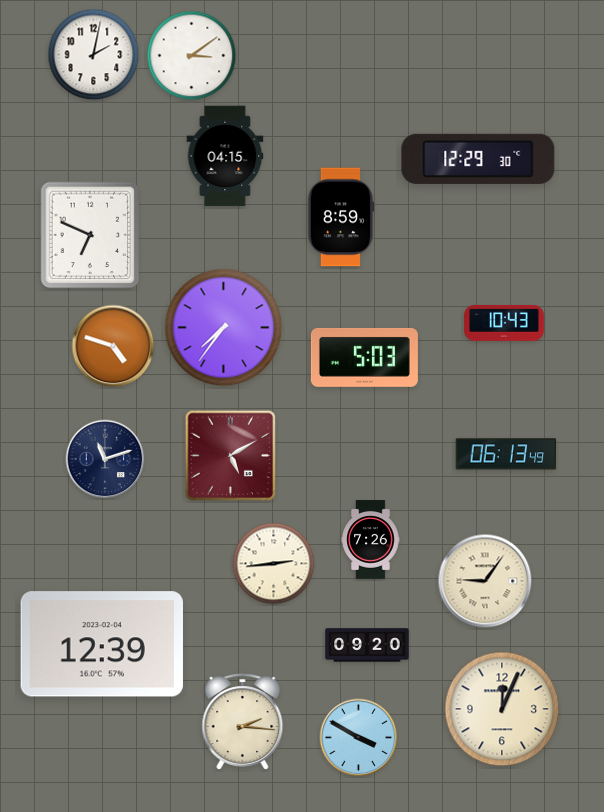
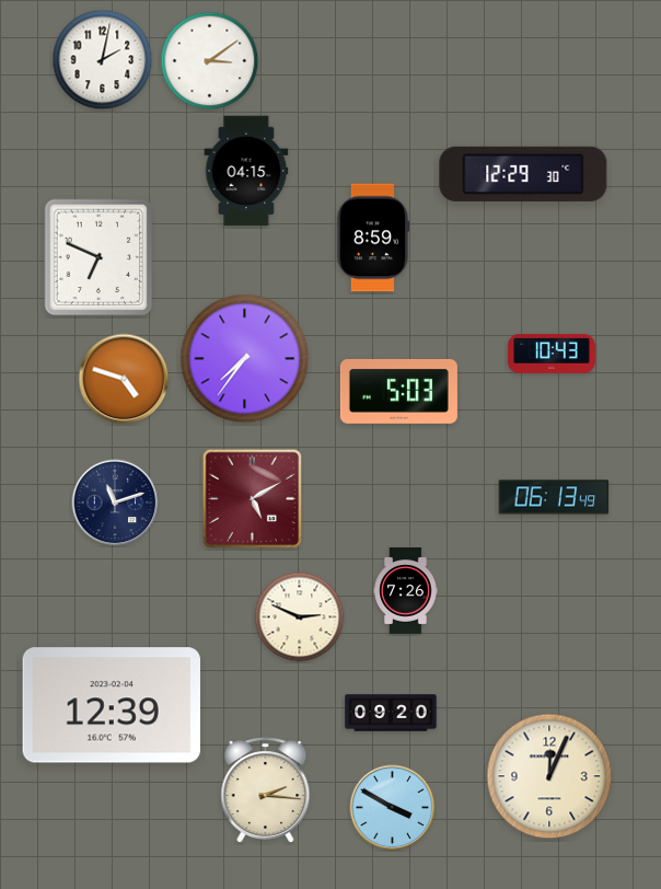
clock at (274, 564): 2:44 -> 2:49
clock at (485, 581): 9:06 -> none
clock at (367, 645) position: (367, 645) -> (391, 713)
